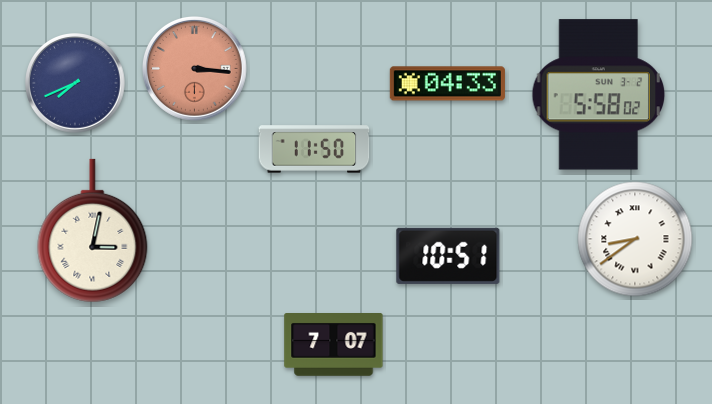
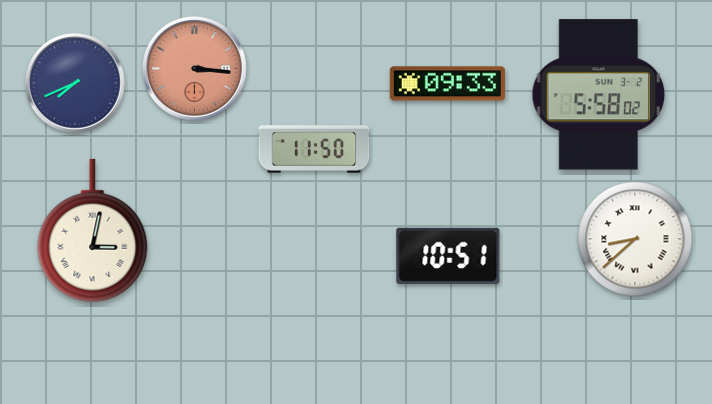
clock at (447, 84): 04:33 -> 09:33
clock at (635, 239): 8:39 -> 8:38
clock at (334, 345): 7:07 -> none
